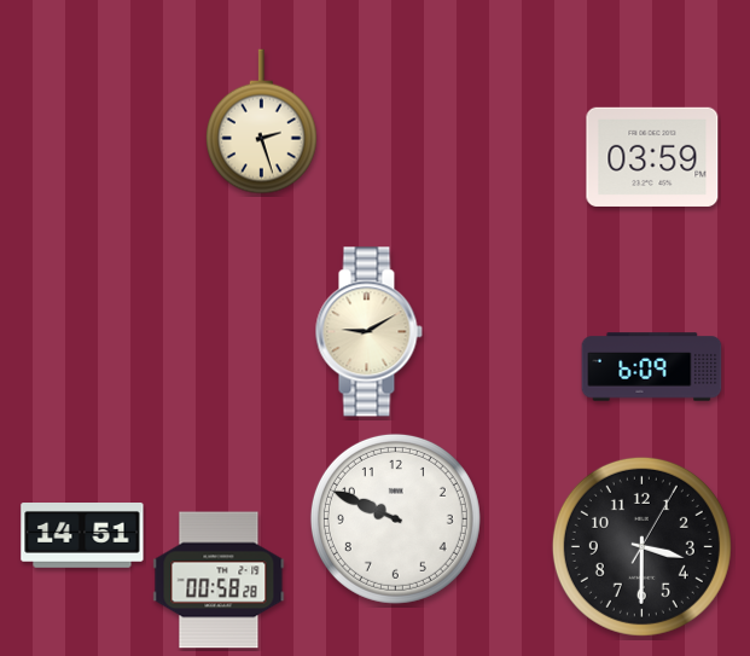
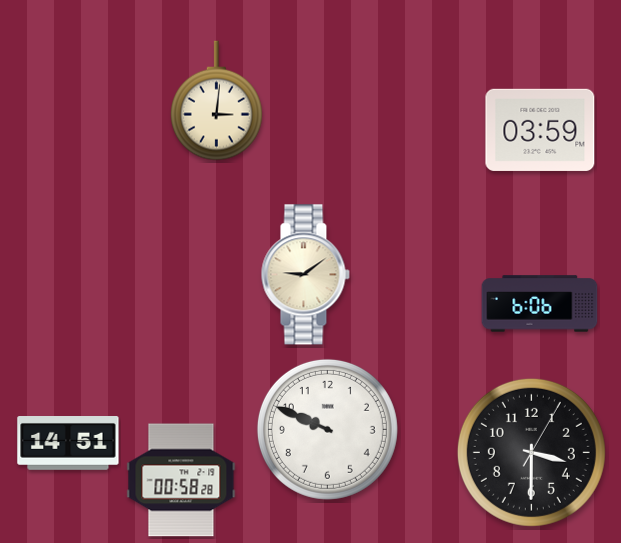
clock at (261, 122): 2:27 -> 3:01
clock at (368, 332): 9:10 -> 9:09
clock at (652, 367): 6:09 -> 6:06
